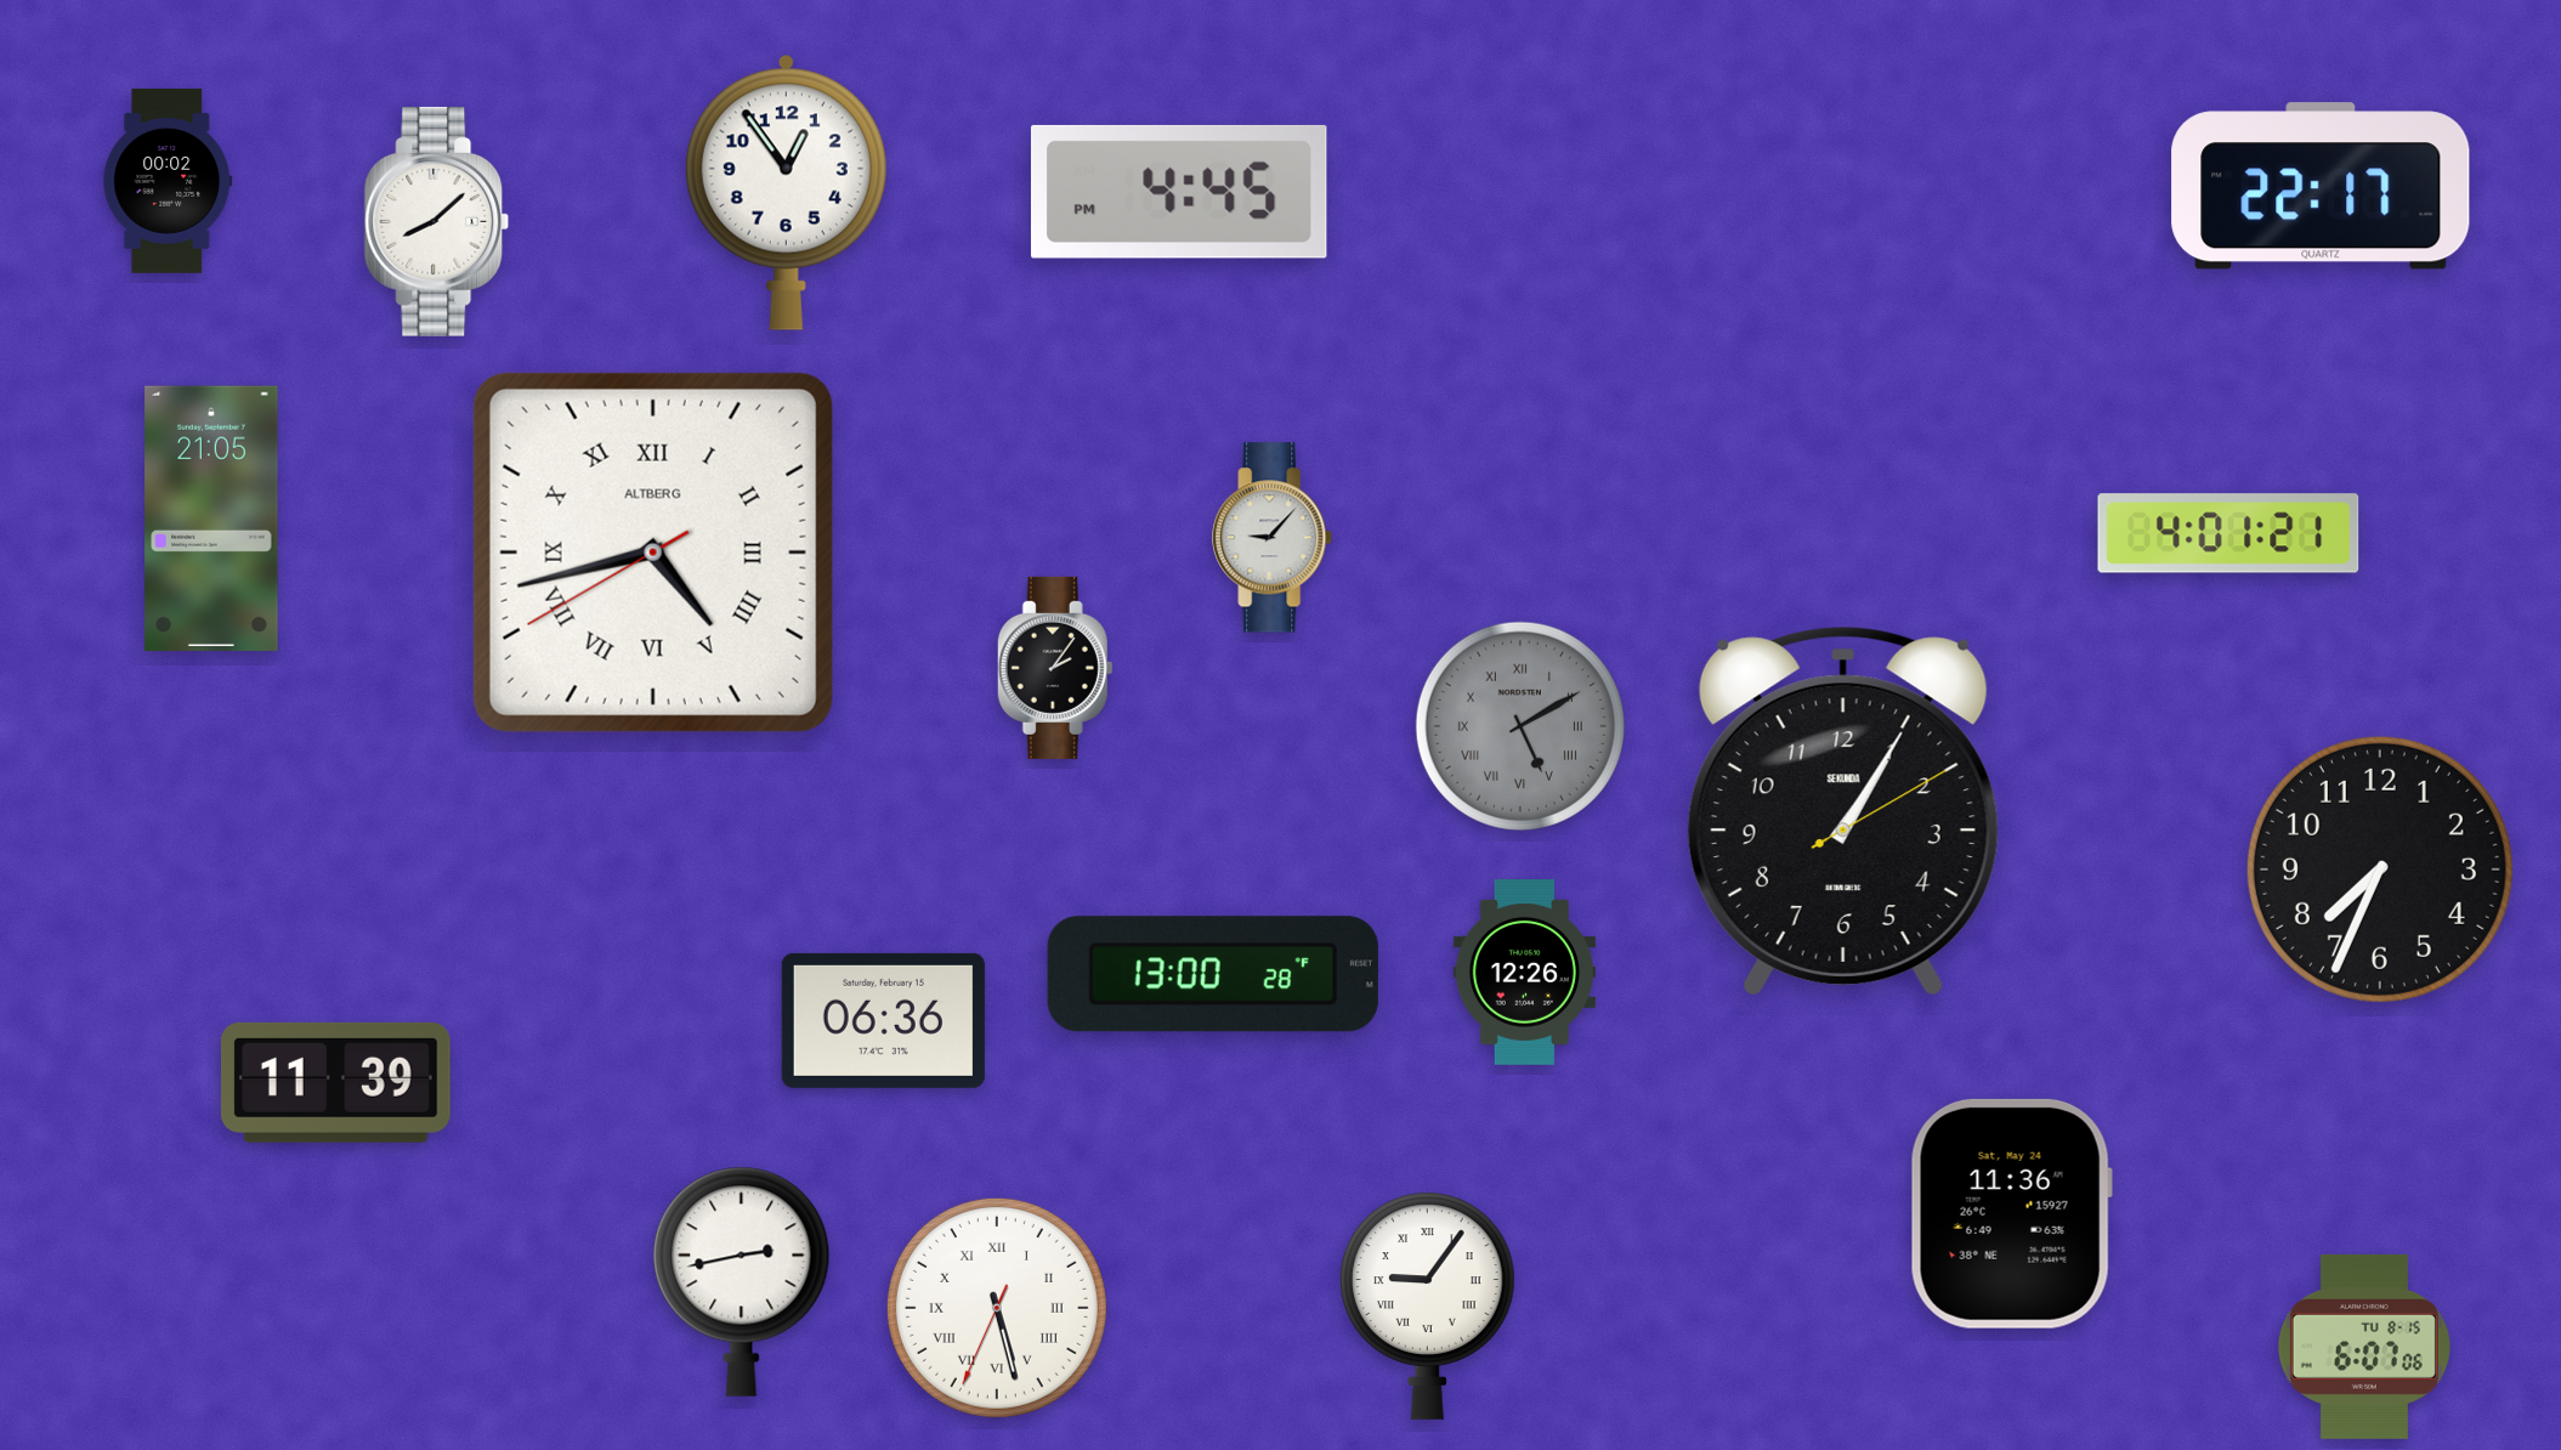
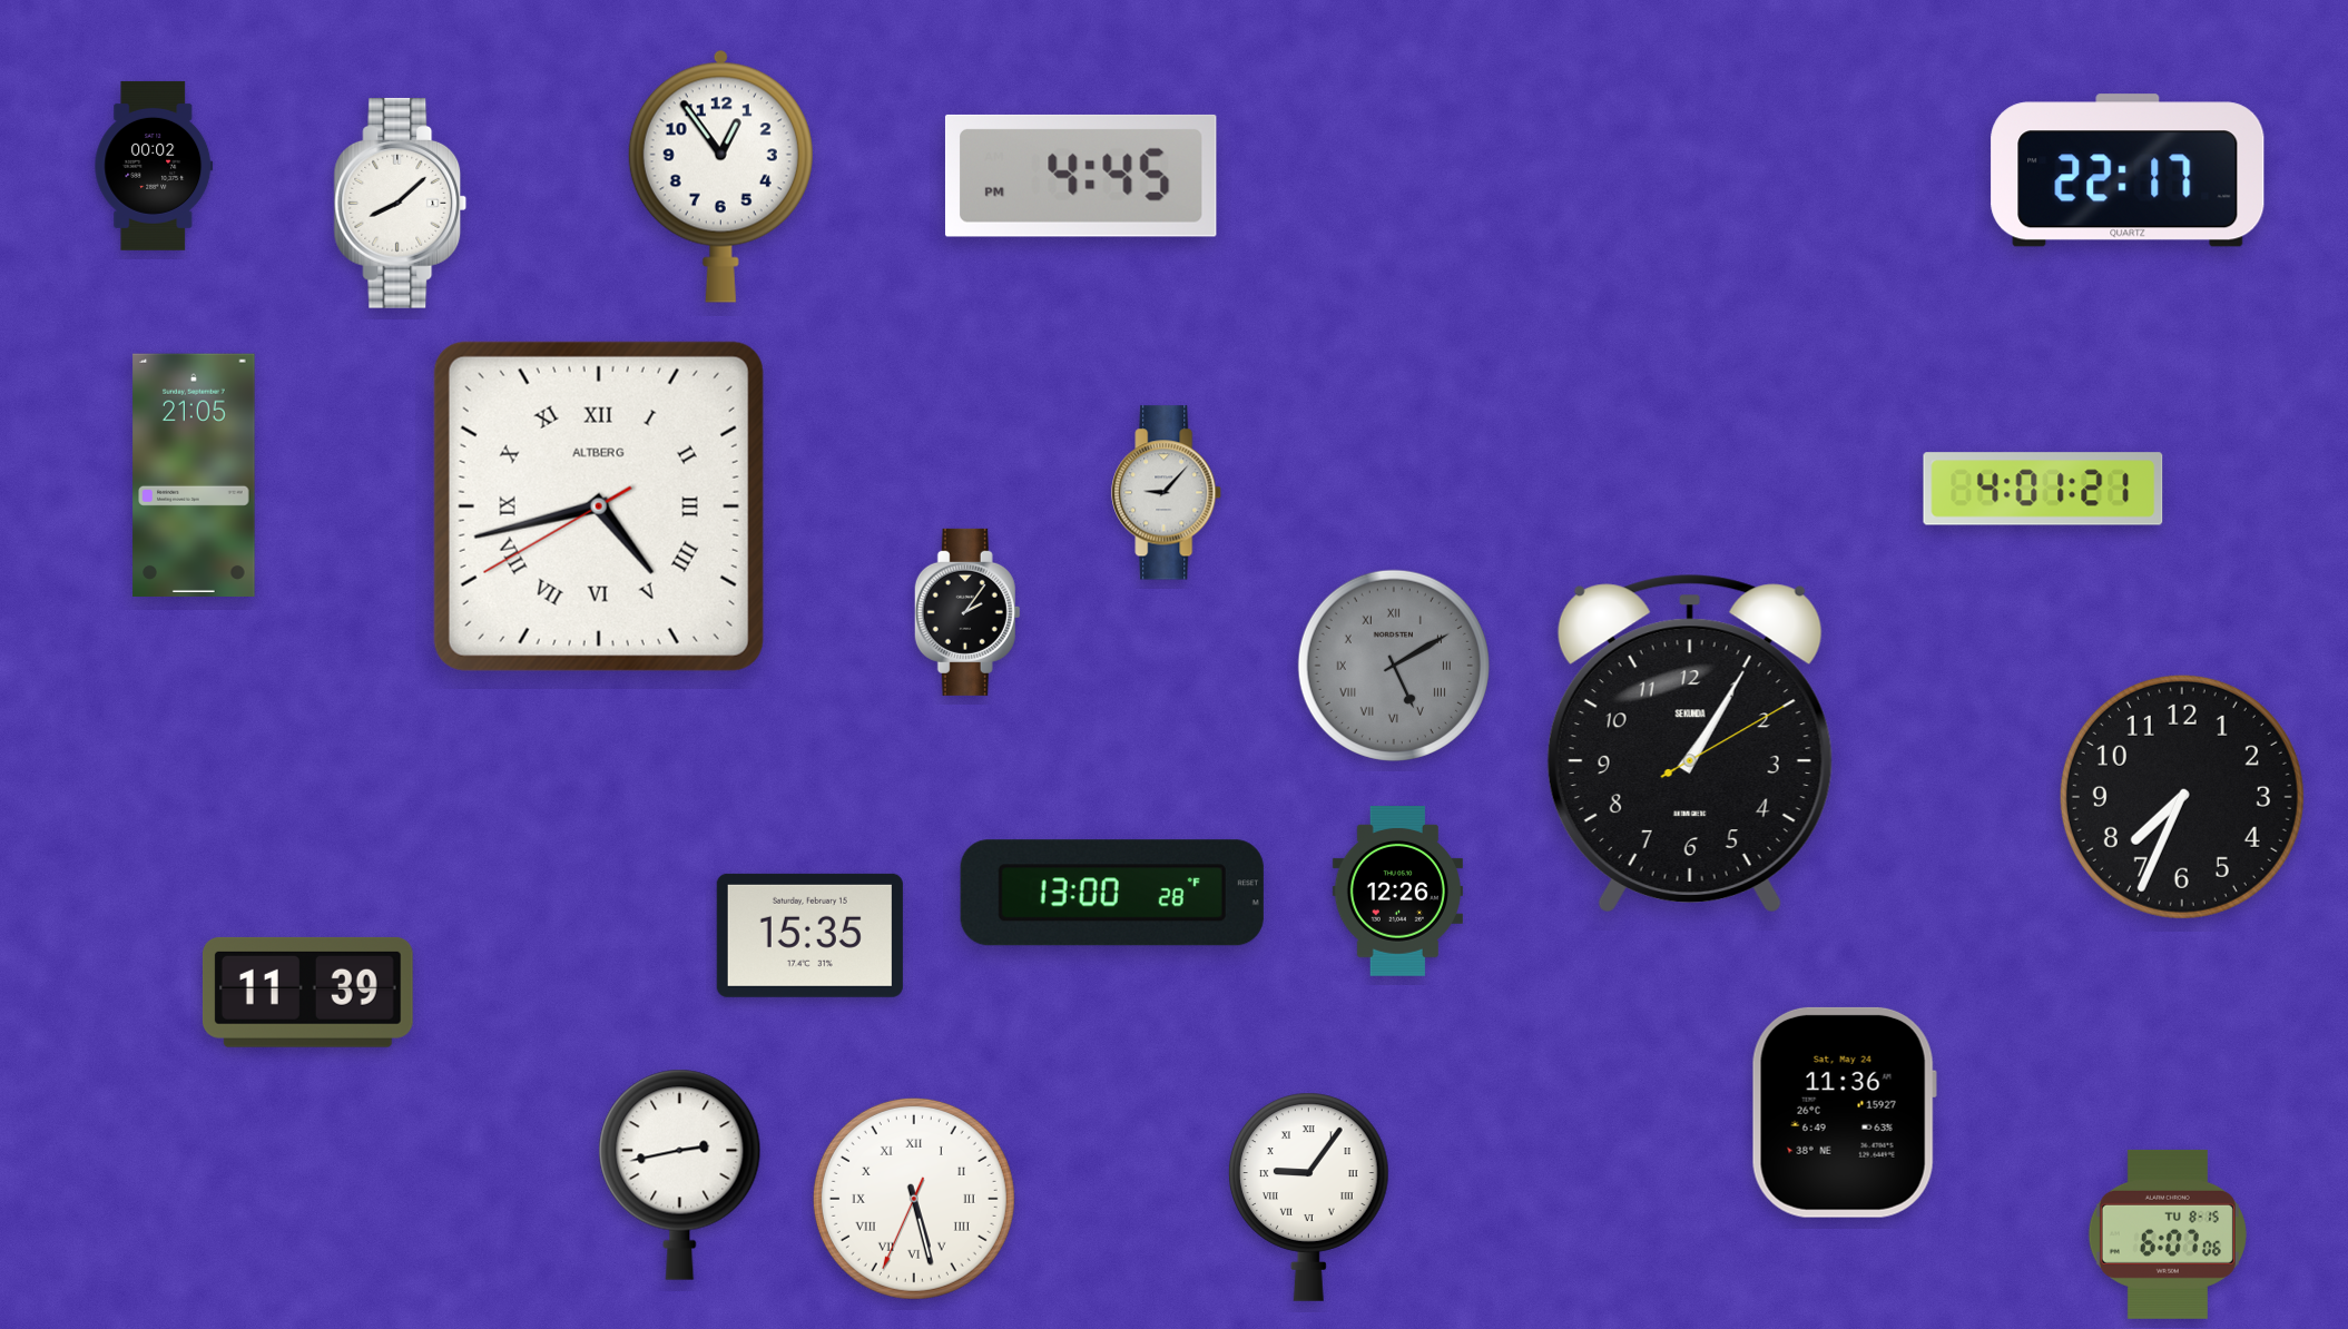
clock at (883, 1020): 06:36 -> 15:35
